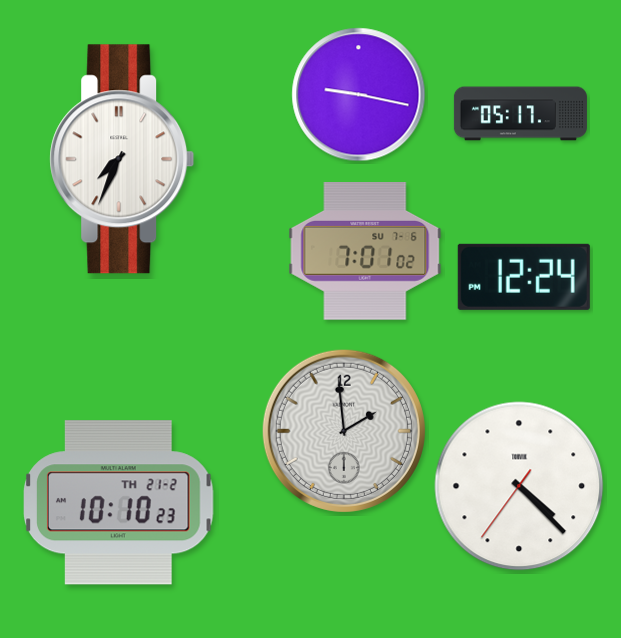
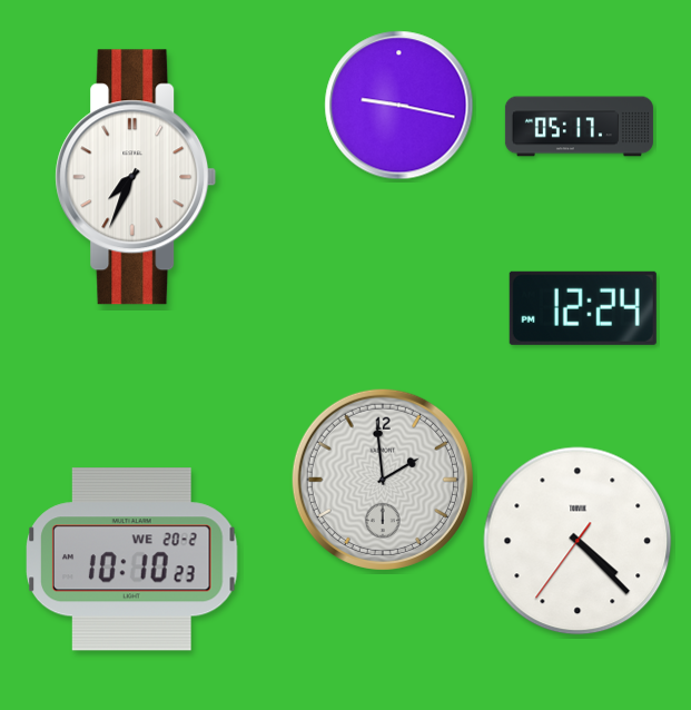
clock at (365, 252): 7:01 -> none
clock at (119, 503) date: TH 21-2 -> WE 20-2
